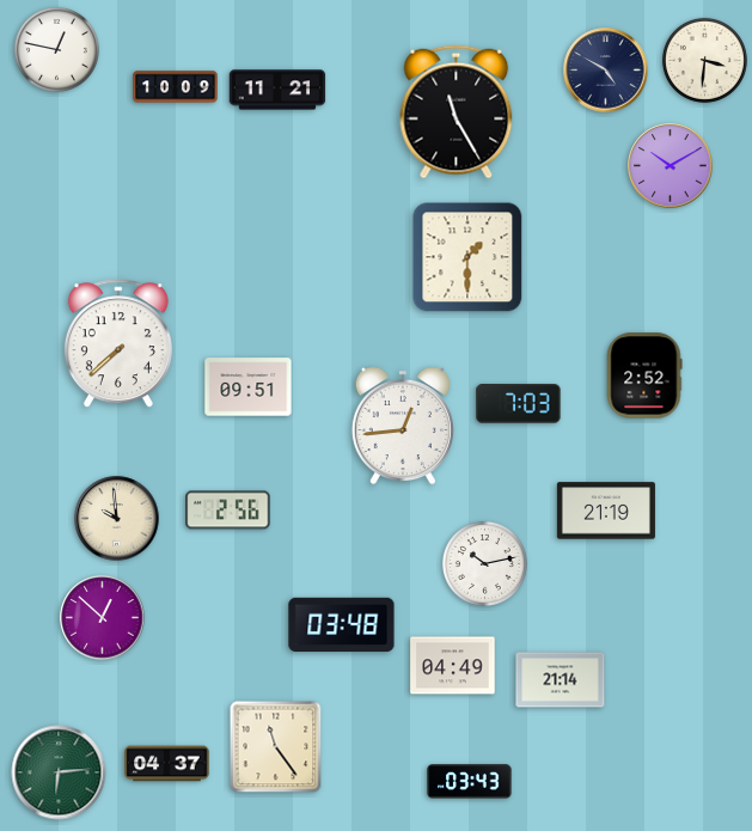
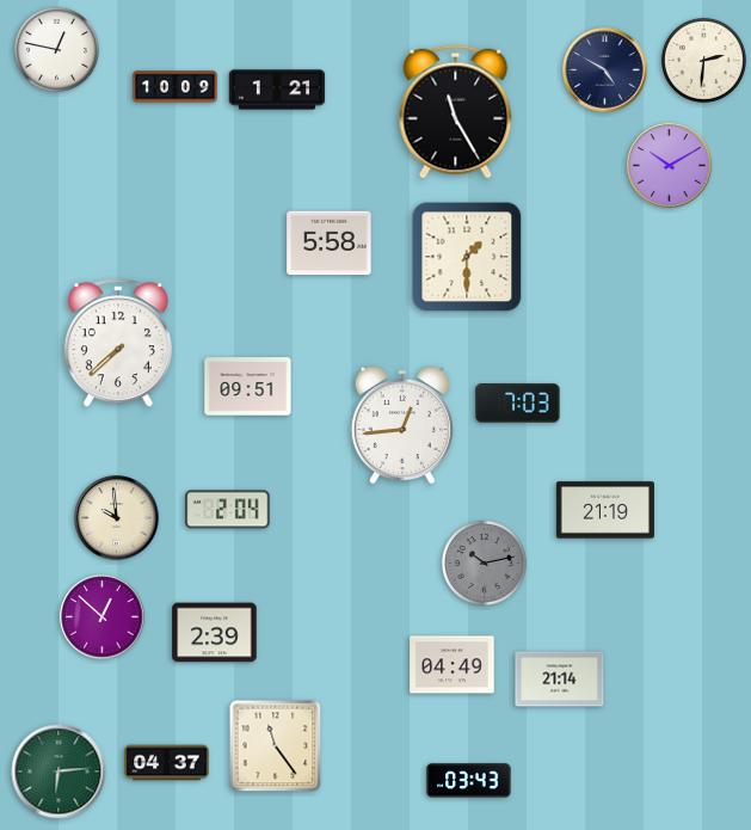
clock at (704, 60): 3:31 -> 2:31
clock at (277, 90): 11:21 -> 1:21
clock at (330, 244): none -> 5:58
clock at (644, 375): 2:52 -> none
clock at (228, 511): 2:56 -> 2:04
clock at (484, 563) dial: white -> grey
clock at (342, 625): 03:48 -> none
clock at (215, 633): none -> 2:39
